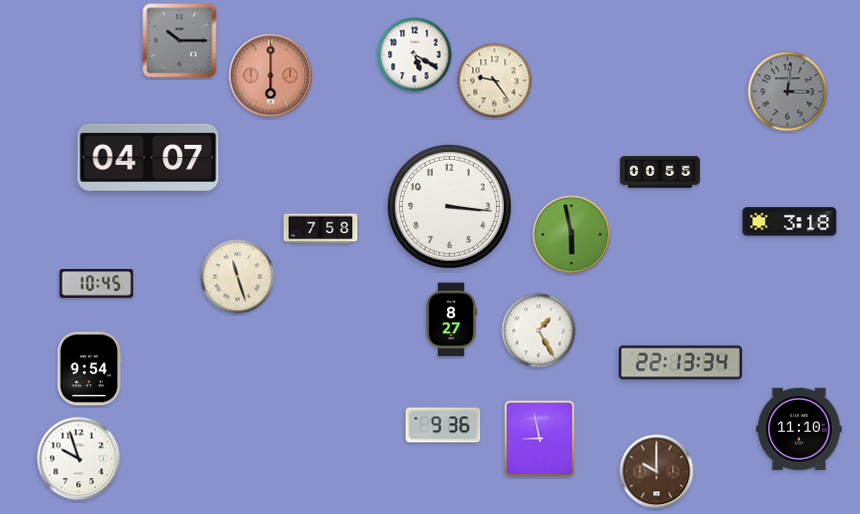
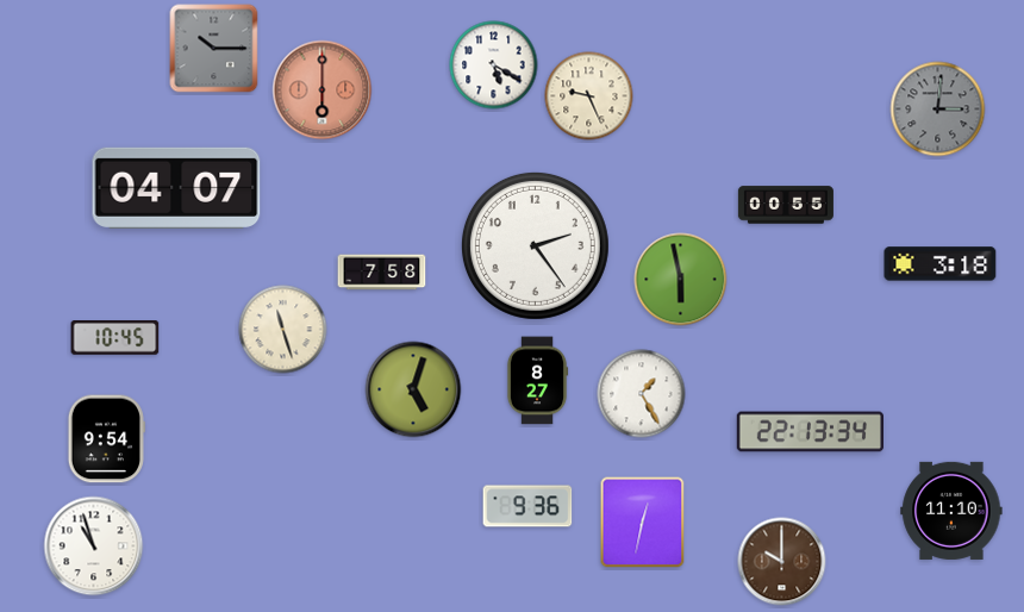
clock at (495, 81): 9:24 -> 9:26
clock at (449, 206): 3:16 -> 2:24
clock at (413, 389): none -> 5:03
clock at (540, 439): 8:58 -> 12:32
clock at (79, 459): 9:57 -> 10:57
